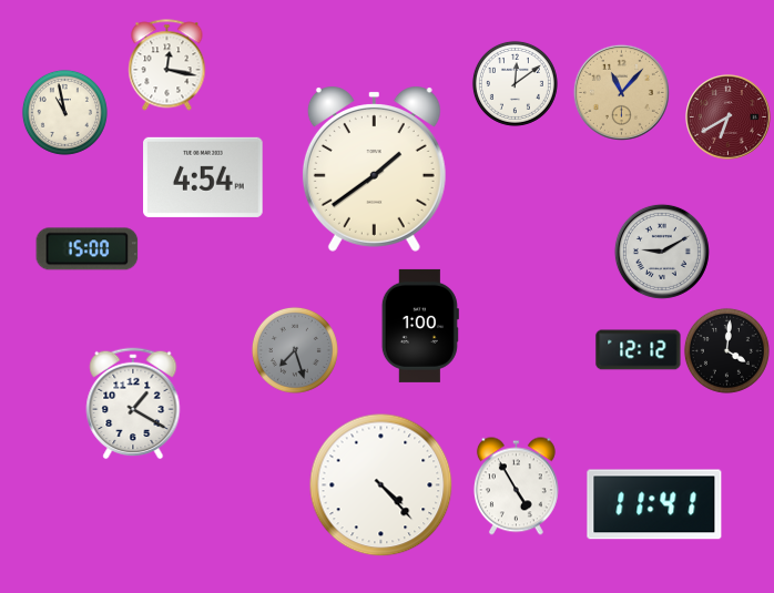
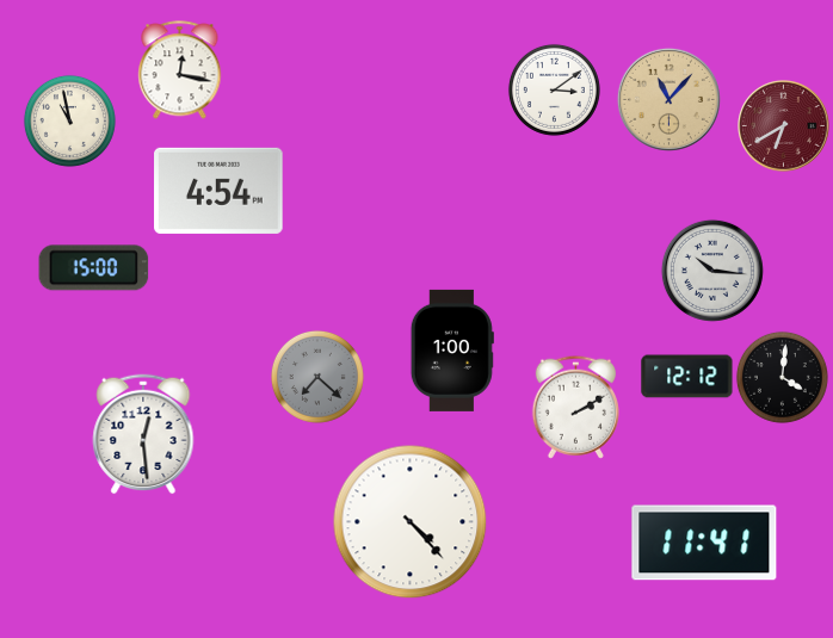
clock at (515, 83): 12:09 -> 3:09
clock at (374, 168): 1:39 -> none
clock at (662, 252): 9:10 -> 10:16
clock at (295, 350): 7:27 -> 7:22
clock at (575, 407): none -> 2:10
clock at (133, 403): 1:20 -> 12:29
clock at (516, 487): 4:55 -> none
